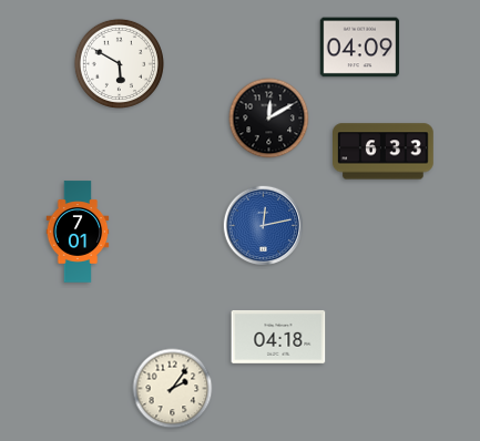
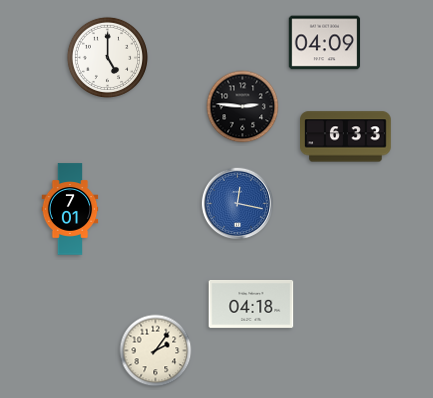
clock at (119, 63): 5:50 -> 5:00
clock at (269, 119): 12:10 -> 2:46
clock at (264, 226): 12:13 -> 12:17
